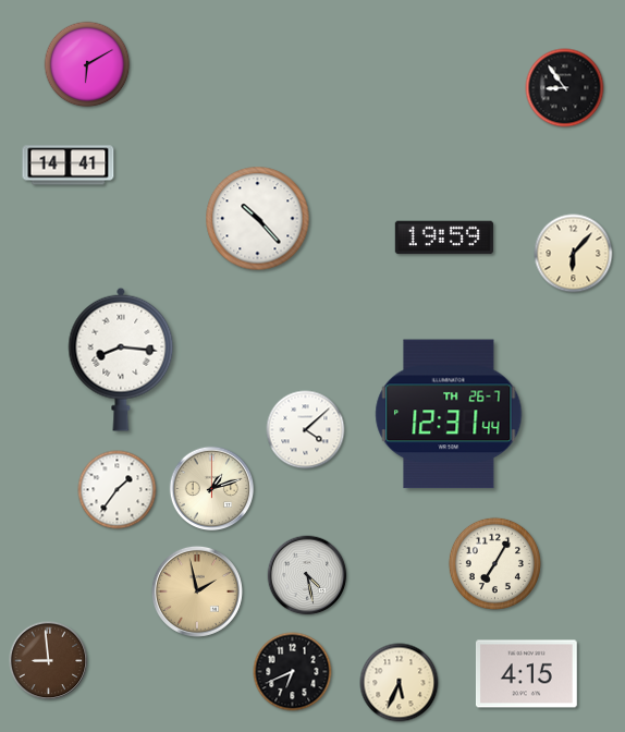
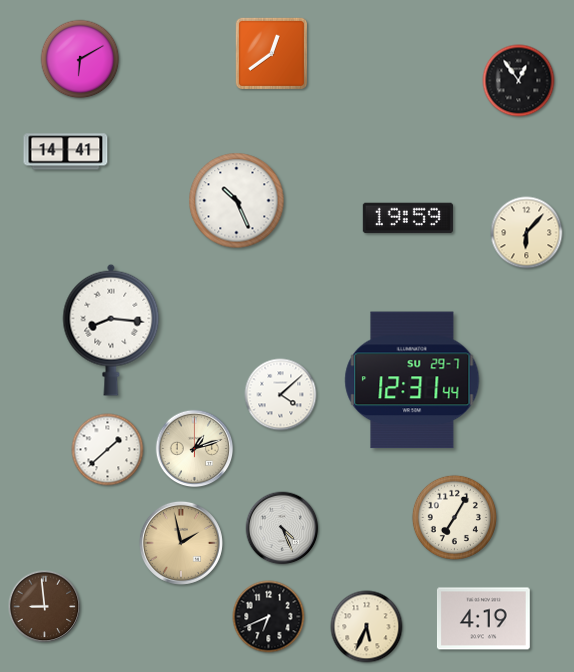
clock at (271, 53): none -> 12:39
clock at (565, 88): 8:54 -> 12:54
clock at (69, 166) position: (69, 166) -> (66, 152)
clock at (258, 219): 10:23 -> 10:26
clock at (449, 414) date: TH 26-7 -> SU 29-7
clock at (118, 490): 1:36 -> 1:38
clock at (307, 575): 4:28 -> 4:26
clock at (526, 674): 4:15 -> 4:19
